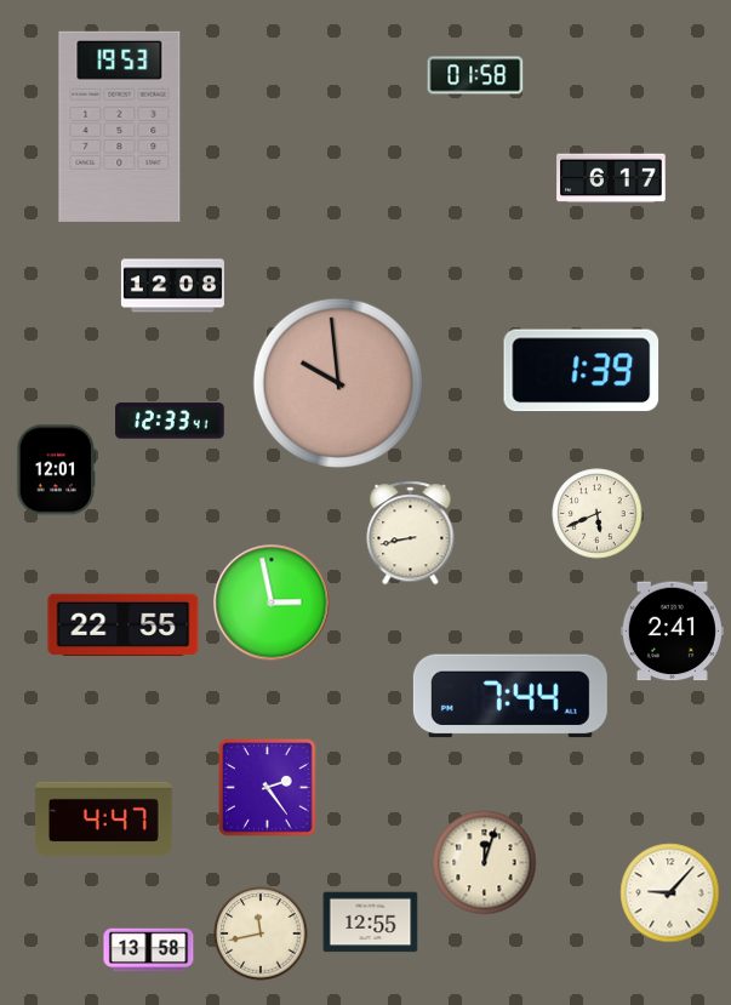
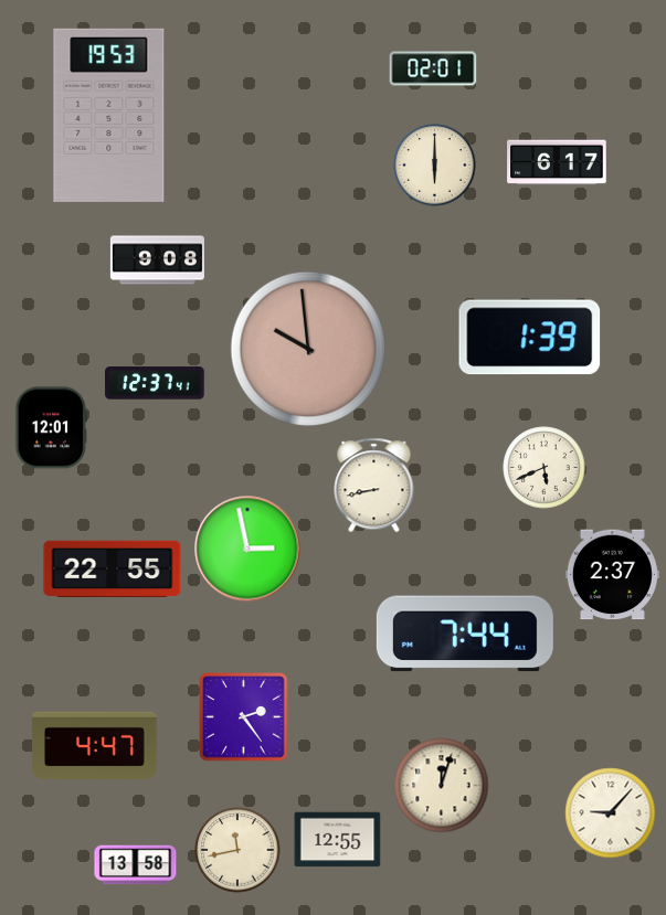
clock at (475, 75): 01:58 -> 02:01
clock at (435, 166): none -> 6:00
clock at (172, 286): 12:08 -> 9:08
clock at (170, 421): 12:33 -> 12:37
clock at (672, 632): 2:41 -> 2:37
